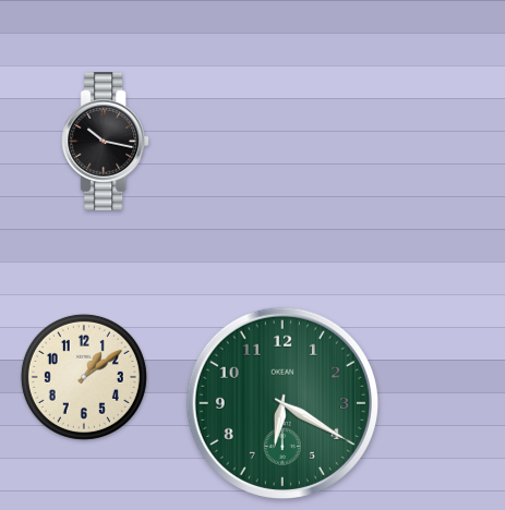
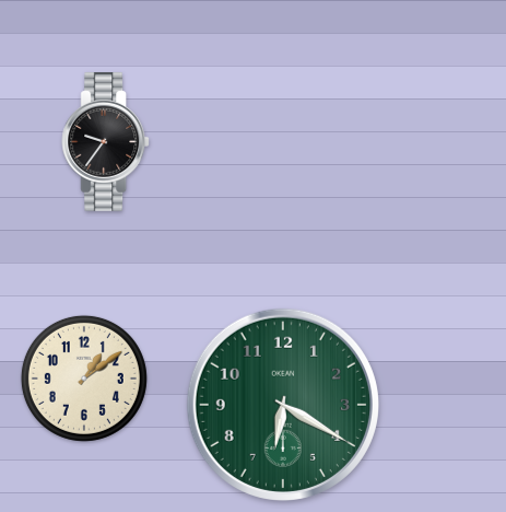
clock at (106, 142): 10:17 -> 9:36
